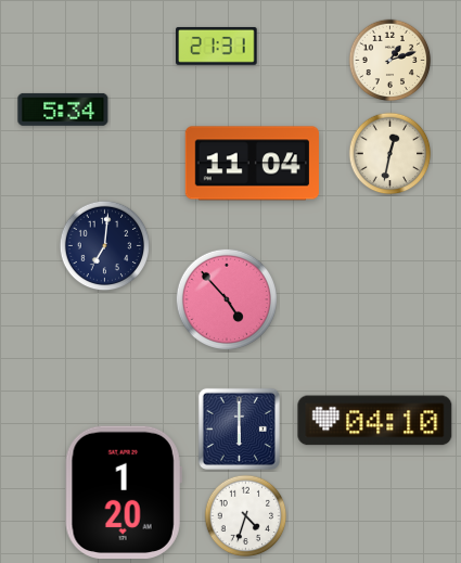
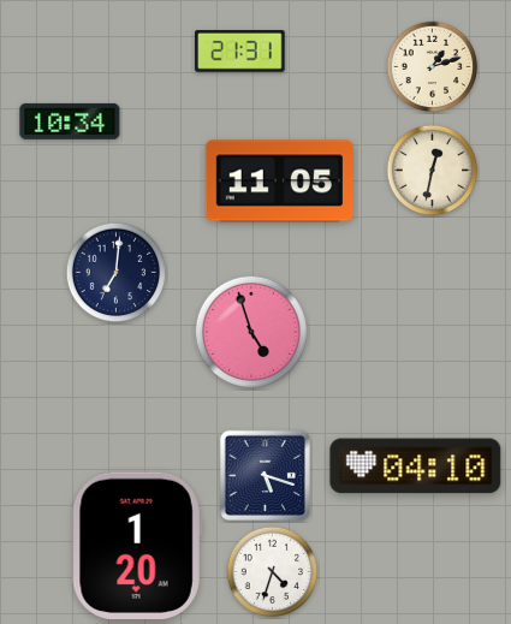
clock at (63, 110): 5:34 -> 10:34
clock at (252, 164): 11:04 -> 11:05
clock at (227, 299): 4:53 -> 4:57
clock at (239, 428): 6:00 -> 5:18
